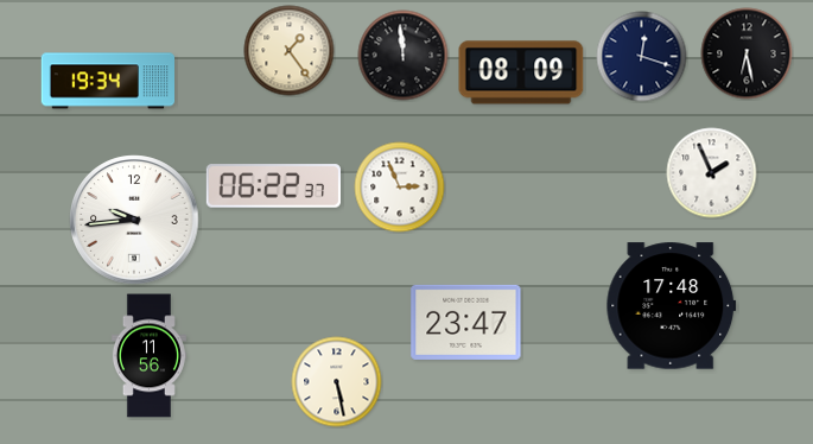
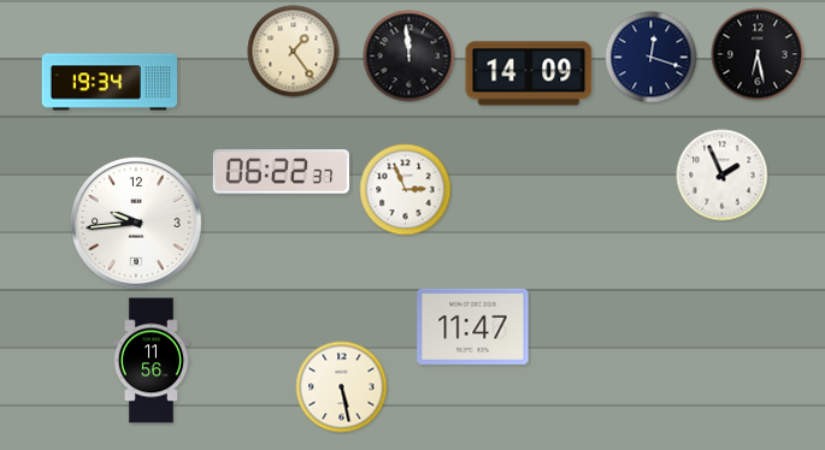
clock at (521, 72): 08:09 -> 14:09
clock at (273, 186) position: (273, 186) -> (281, 172)
clock at (672, 306): 17:48 -> none
clock at (466, 322): 23:47 -> 11:47
